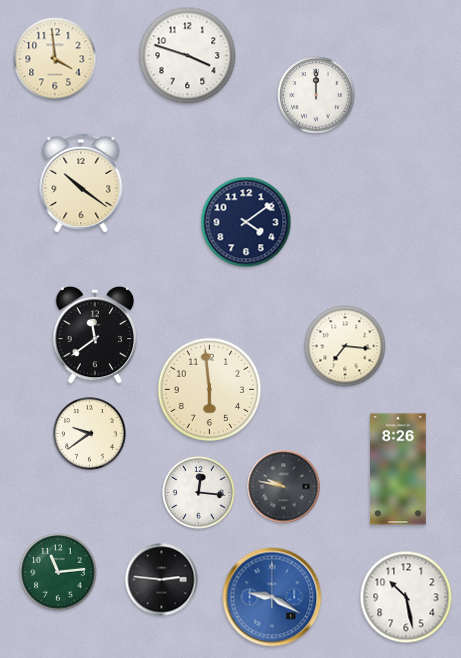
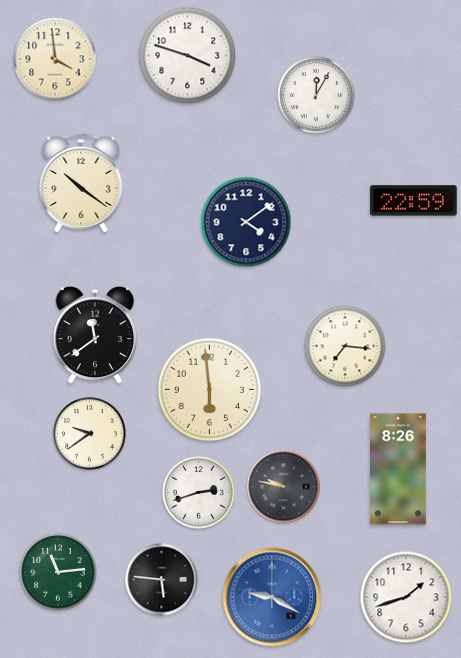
clock at (316, 95): 12:00 -> 12:05
clock at (414, 201): none -> 22:59
clock at (199, 493): 12:16 -> 2:42
clock at (162, 580): 2:46 -> 5:46
clock at (406, 597): 10:28 -> 1:42
